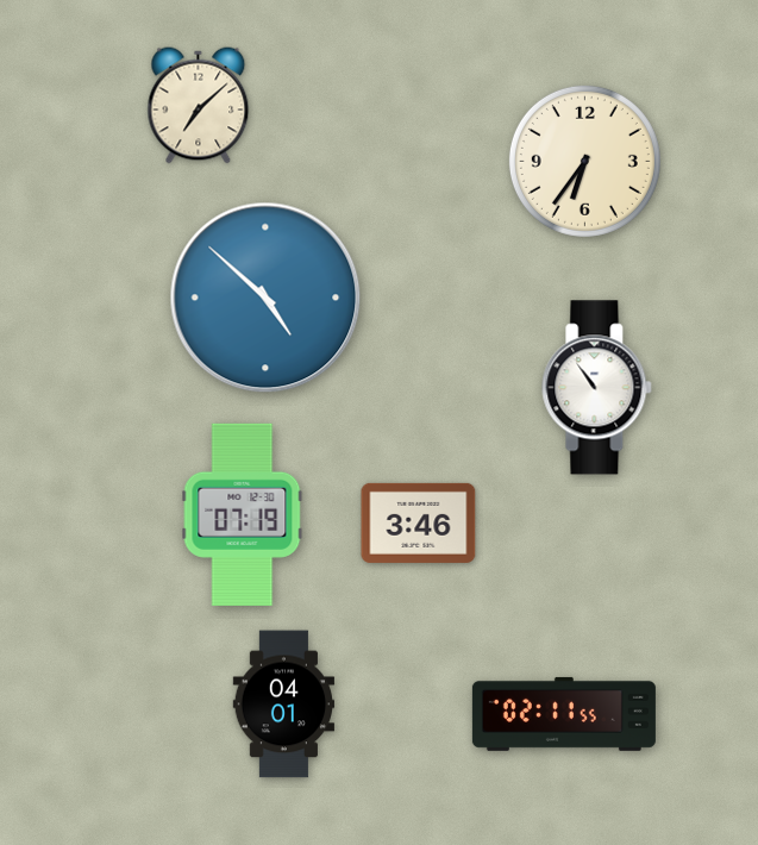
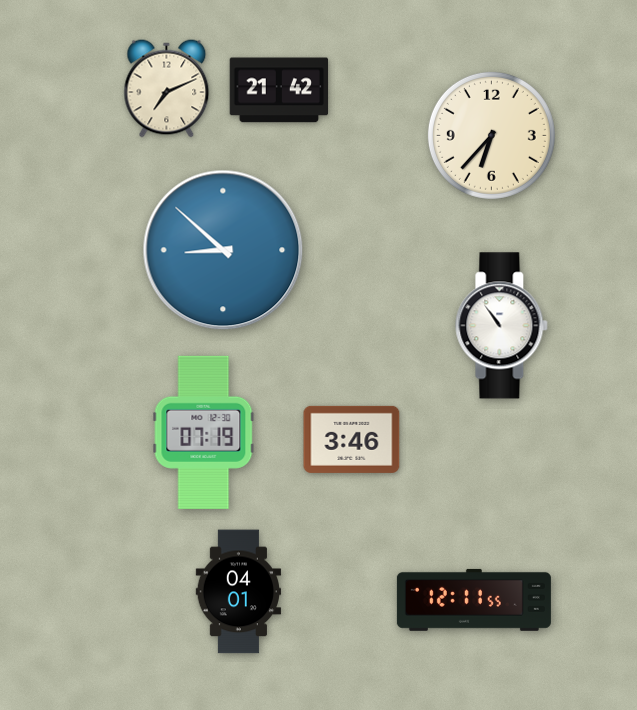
clock at (199, 106): 7:08 -> 7:11
clock at (279, 90): none -> 21:42
clock at (584, 161): 6:36 -> 6:37
clock at (265, 298): 4:52 -> 8:52
clock at (564, 714): 02:11 -> 12:11
